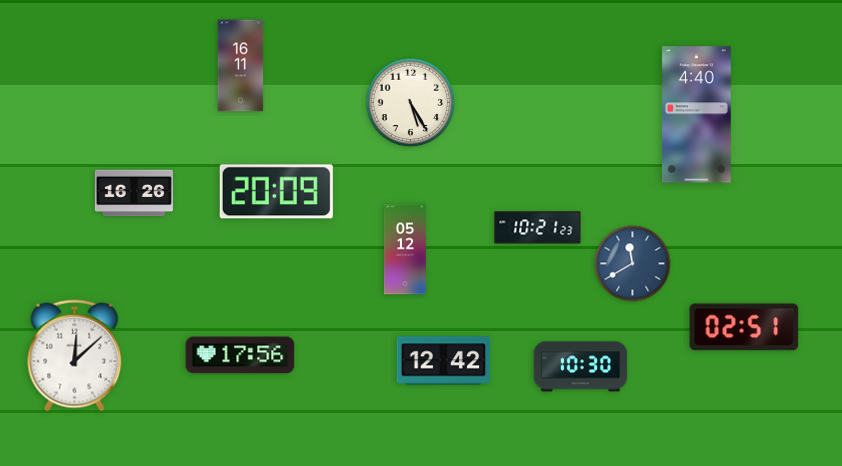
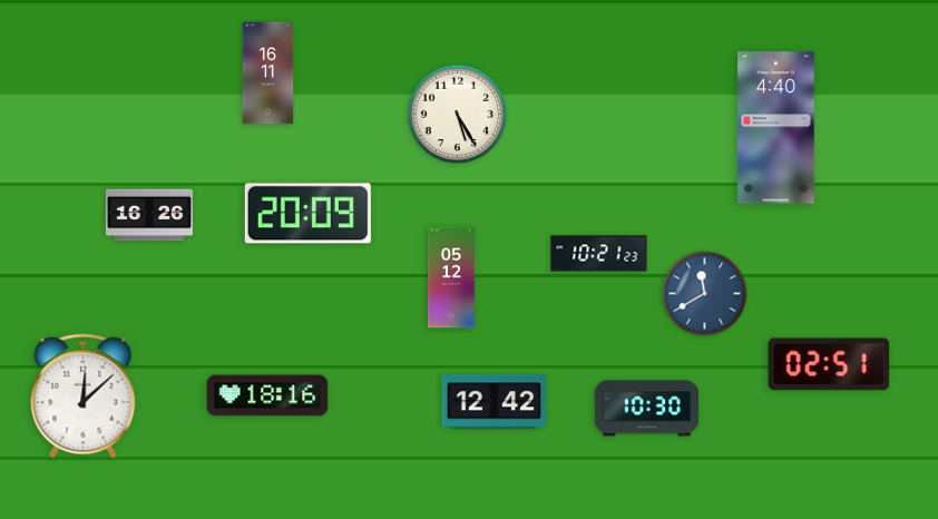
clock at (240, 355): 17:56 -> 18:16
